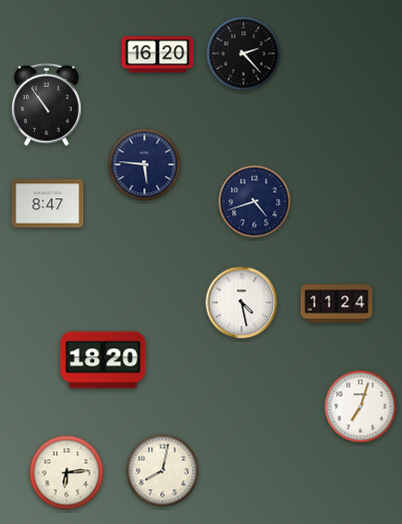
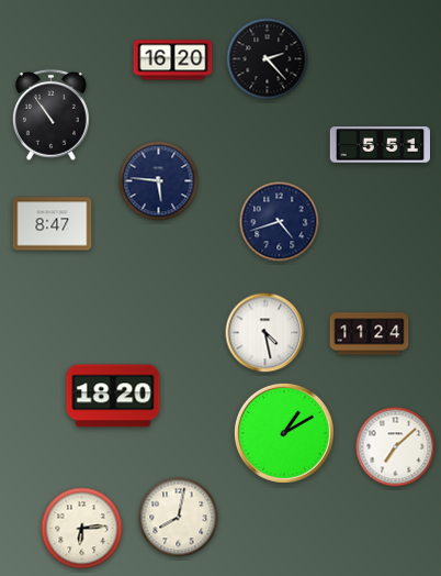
clock at (380, 145): none -> 5:51
clock at (284, 433): none -> 1:10
clock at (361, 407): 7:03 -> 7:08
clock at (67, 473) position: (67, 473) -> (82, 529)
